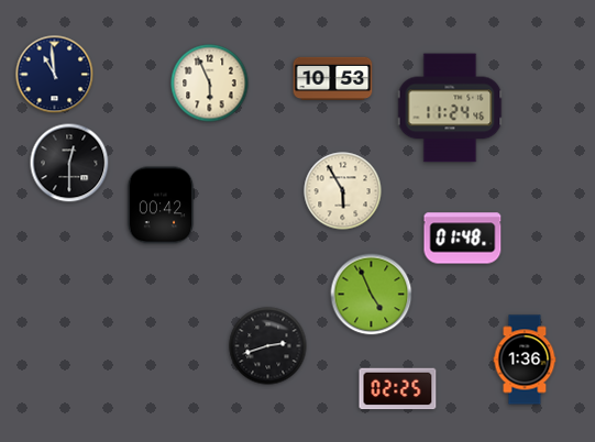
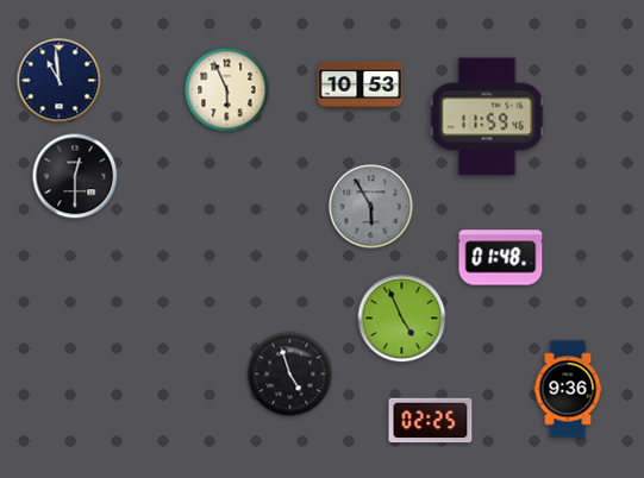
clock at (450, 108): 11:24 -> 11:59
clock at (343, 191) dial: cream -> grey
clock at (161, 206): 00:42 -> none
clock at (268, 346): 2:42 -> 4:57
clock at (525, 360): 1:36 -> 9:36
